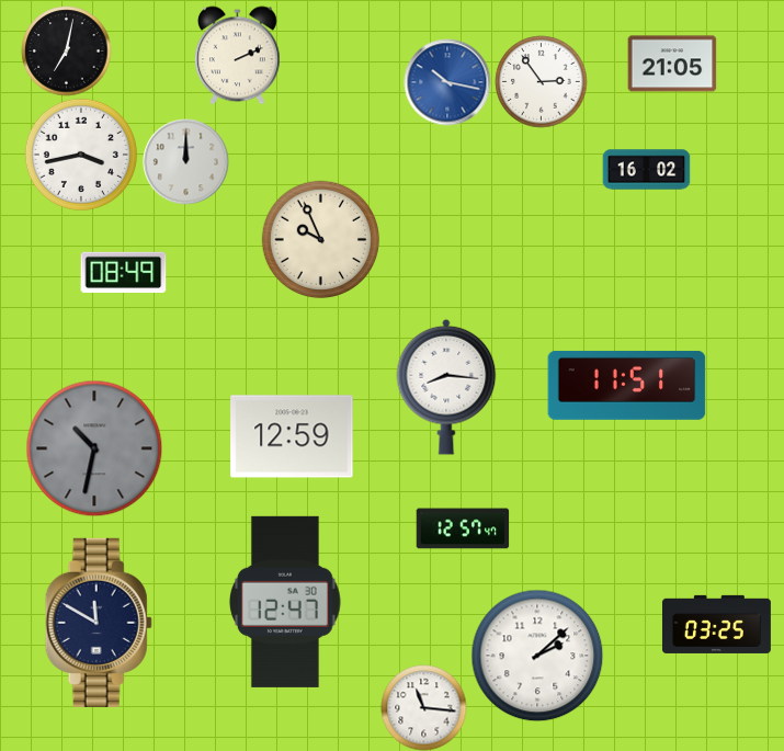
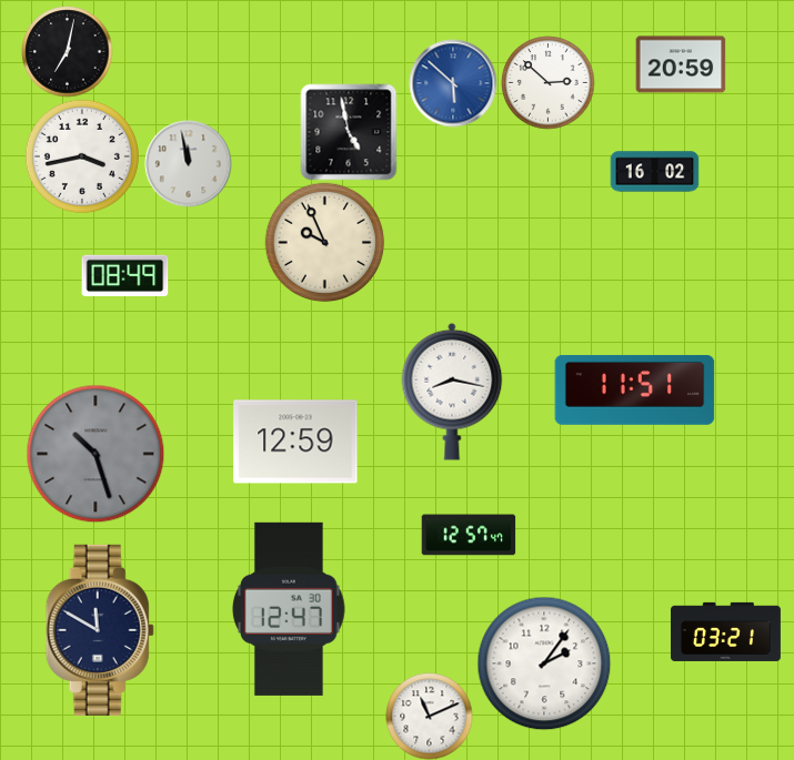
clock at (237, 55): 2:11 -> none
clock at (672, 64): 21:05 -> 20:59
clock at (541, 81): 2:54 -> 2:52
clock at (447, 82): 10:17 -> 5:52
clock at (349, 132): none -> 4:58
clock at (185, 161): 12:00 -> 11:58
clock at (446, 387): 8:16 -> 8:17
clock at (94, 448): 10:32 -> 10:27
clock at (716, 624): 03:25 -> 03:21
clock at (537, 656): 2:08 -> 2:06
clock at (423, 707): 11:16 -> 11:11
